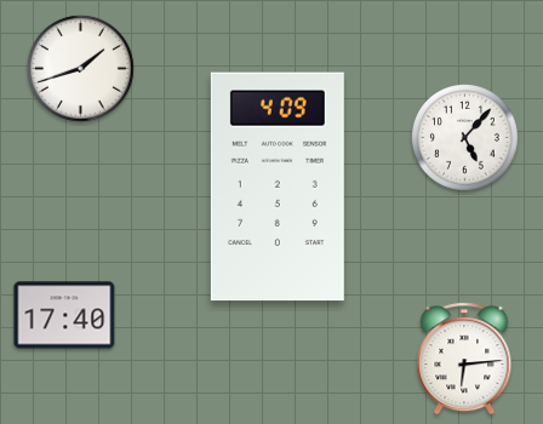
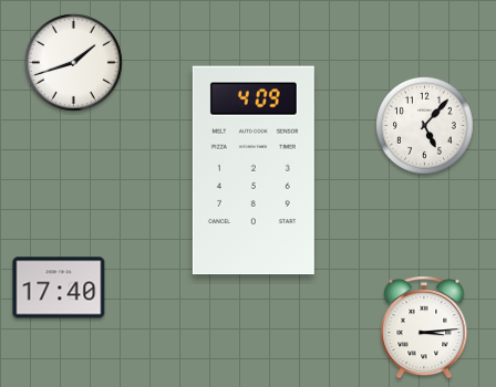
clock at (464, 359): 6:14 -> 3:14
